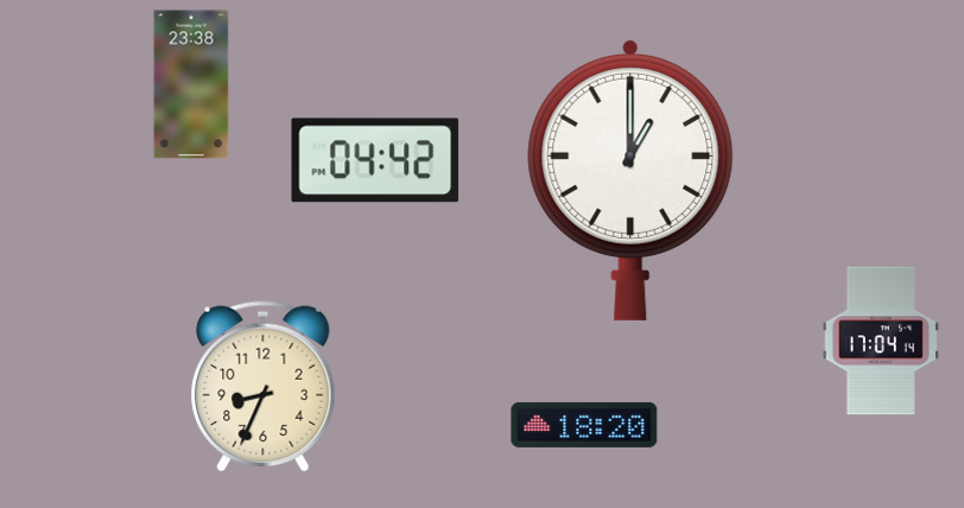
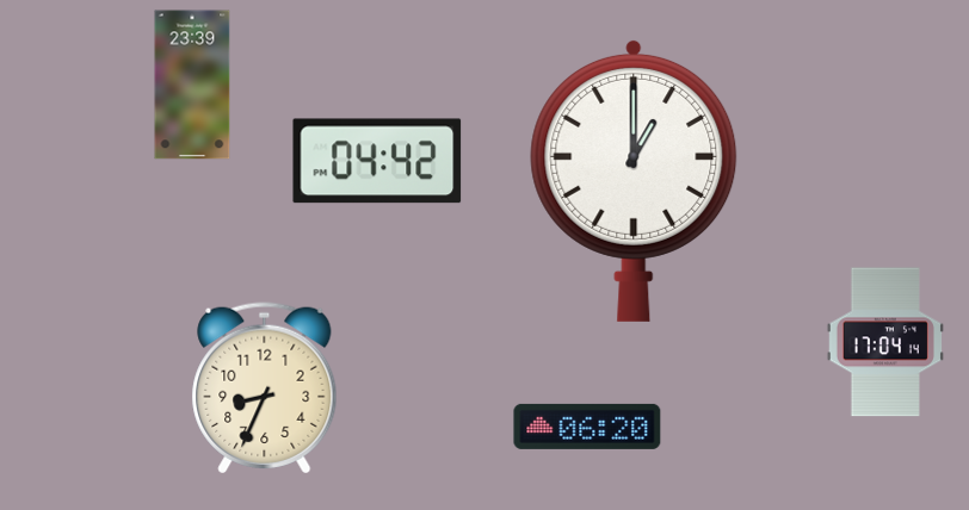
clock at (191, 84): 23:38 -> 23:39
clock at (584, 425): 18:20 -> 06:20
